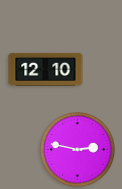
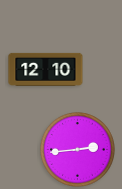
clock at (78, 150): 2:47 -> 2:44
